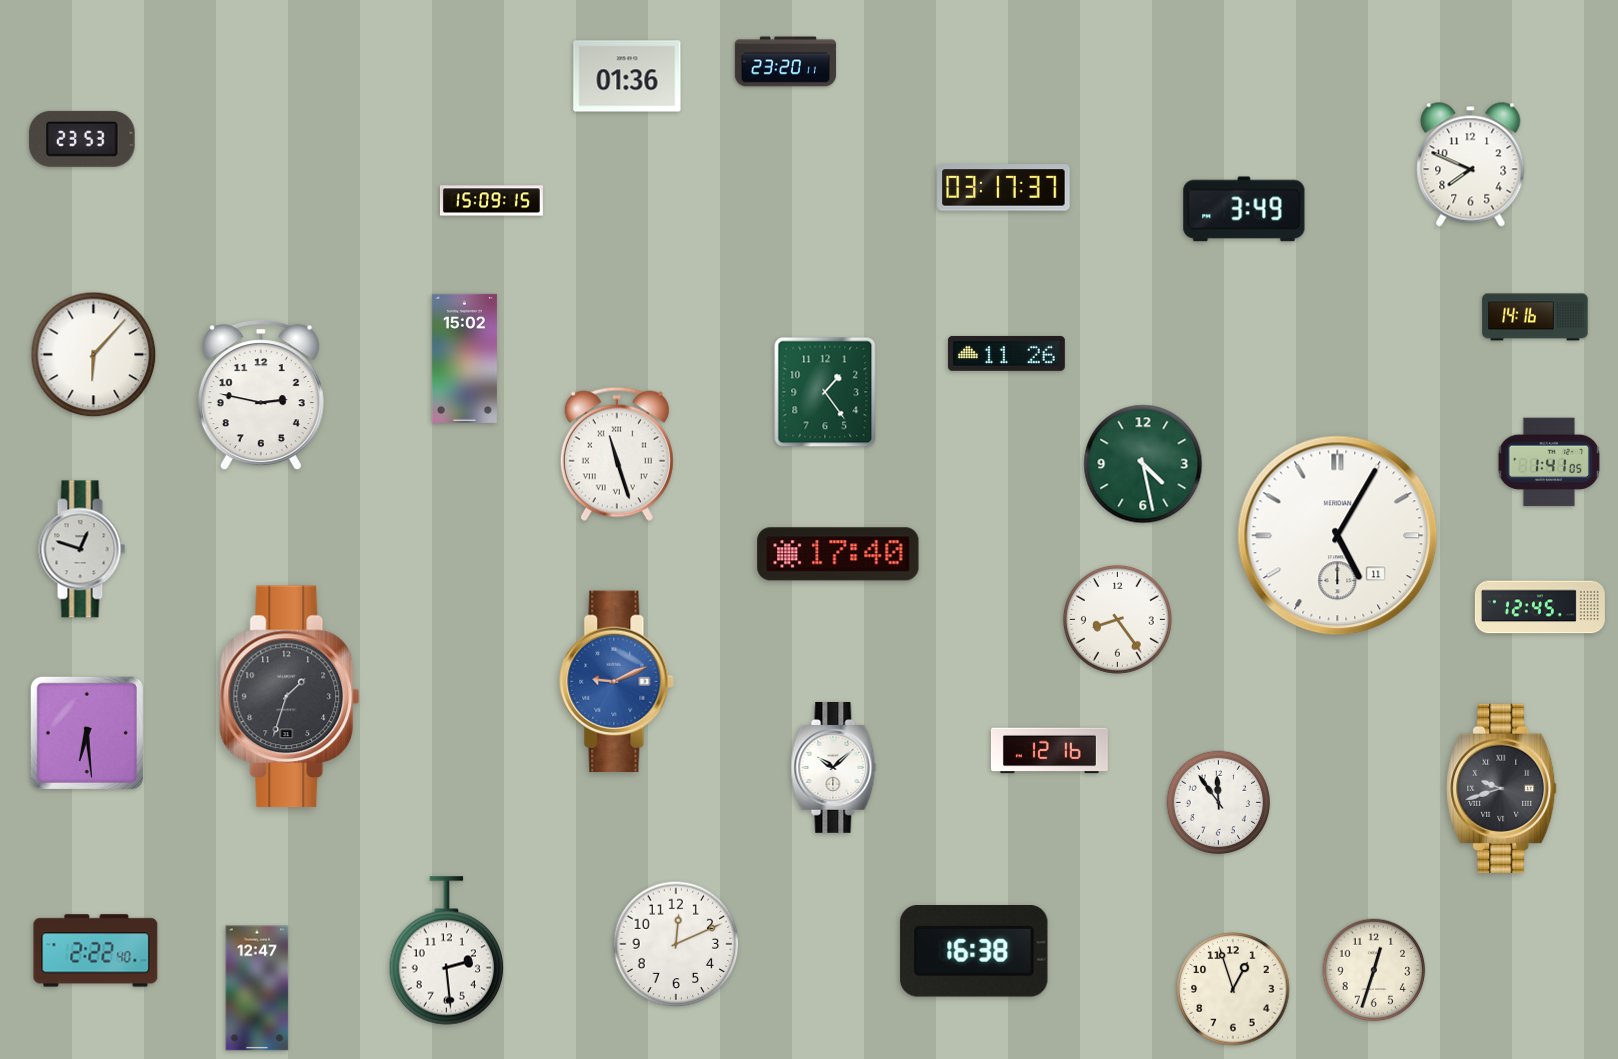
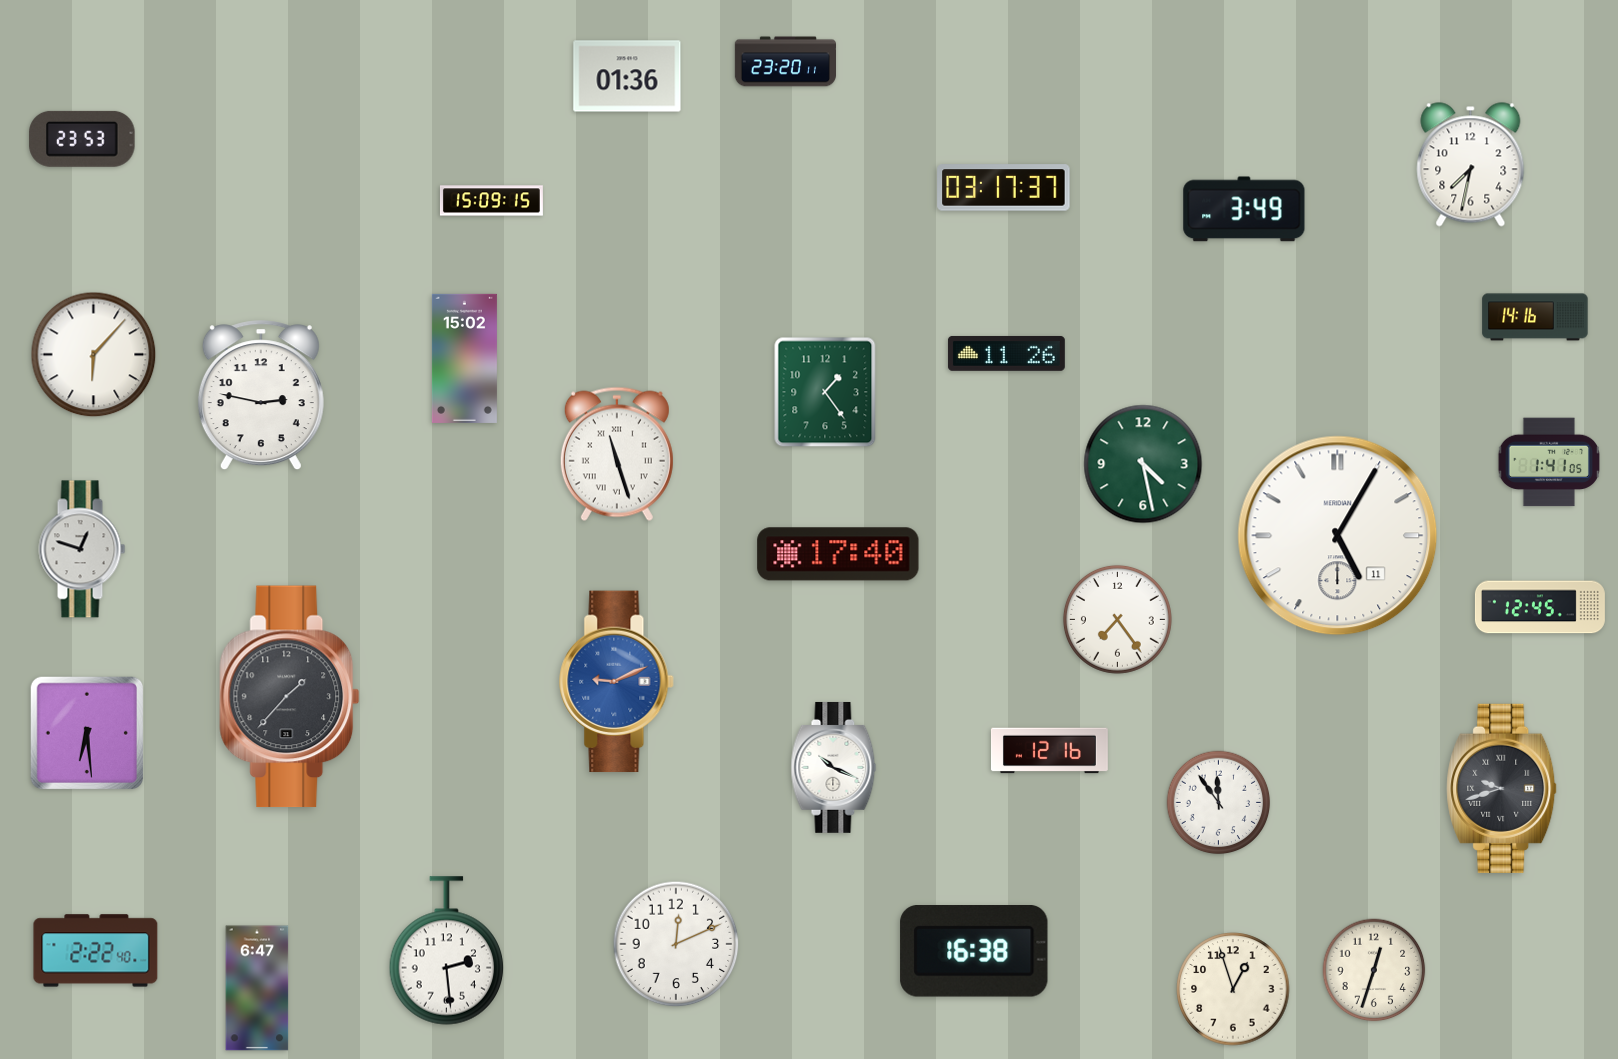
clock at (1471, 165): 7:49 -> 7:32
clock at (1117, 619): 8:24 -> 7:24
clock at (290, 697): 1:33 -> 1:37
clock at (834, 767): 10:08 -> 10:19
clock at (257, 988): 12:47 -> 6:47
